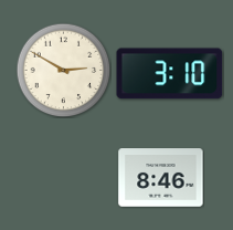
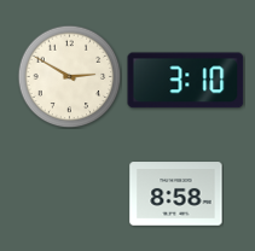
clock at (161, 178): 8:46 -> 8:58
